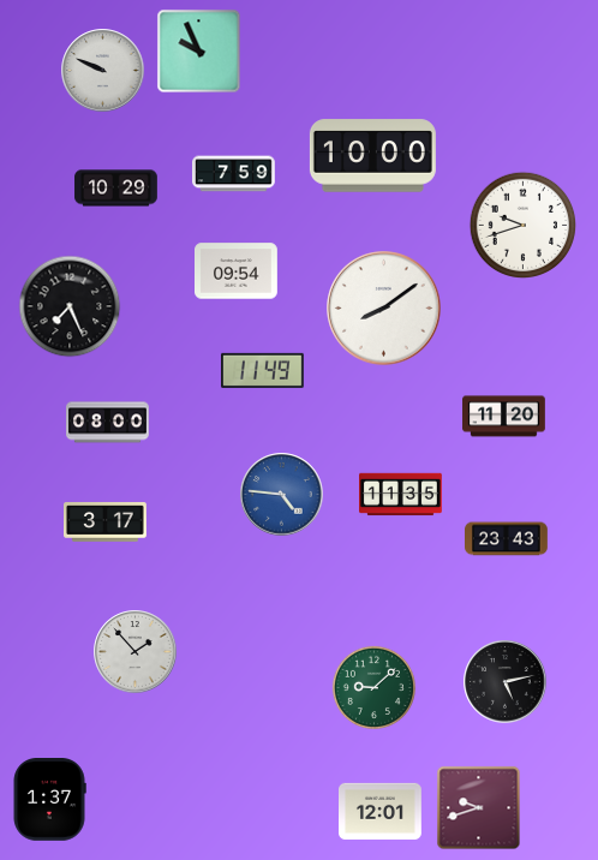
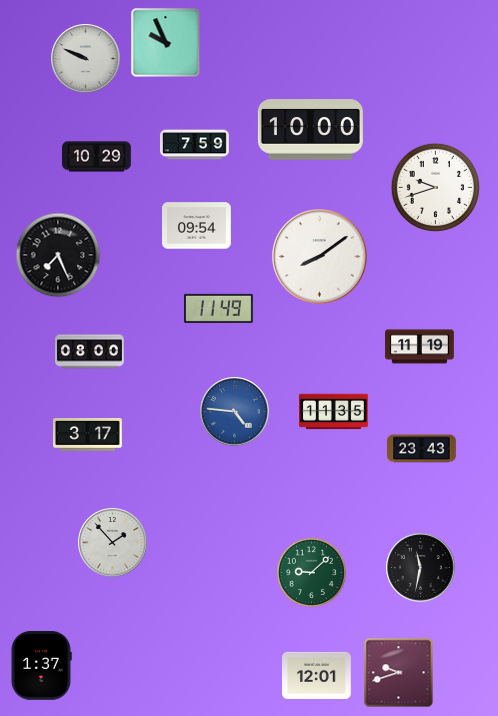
clock at (504, 417): 11:20 -> 11:19
clock at (506, 682): 5:13 -> 11:32
